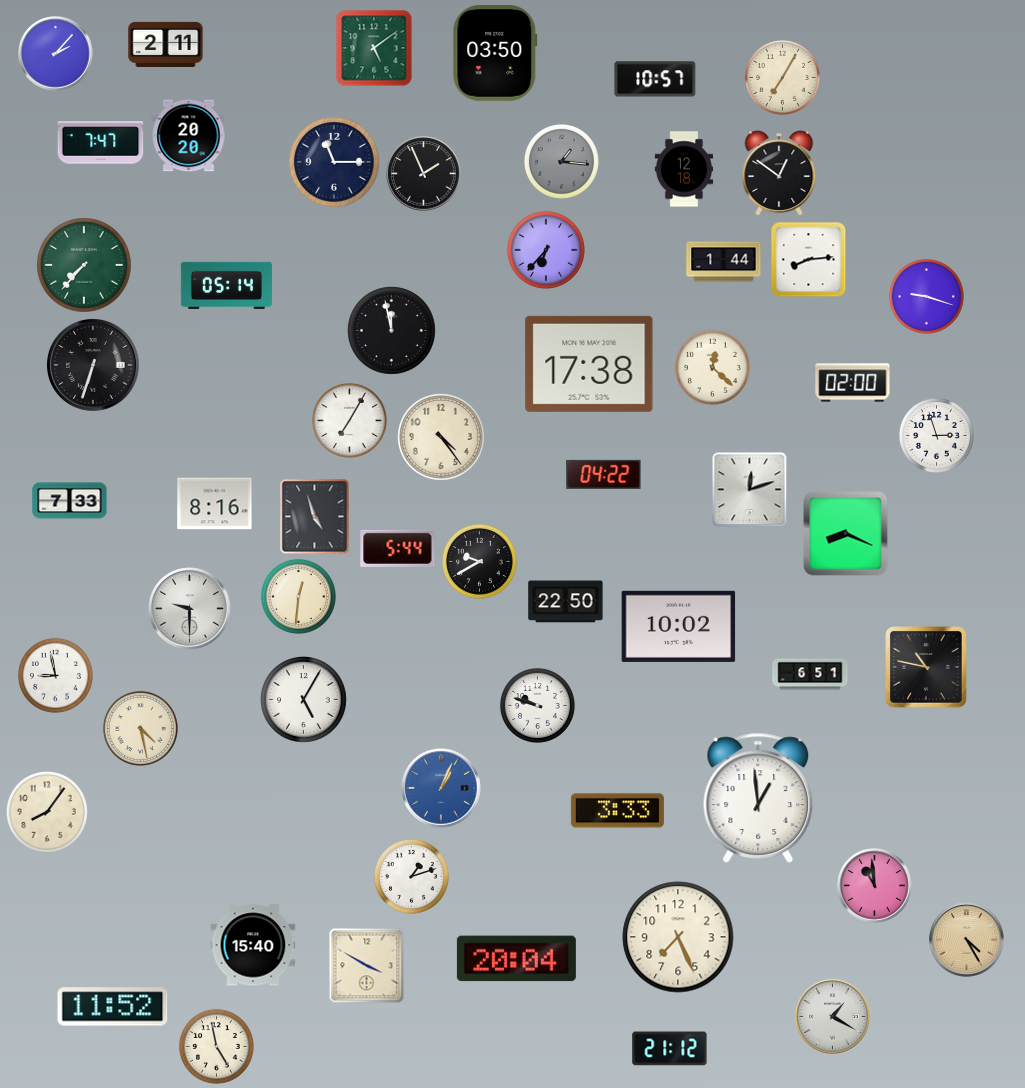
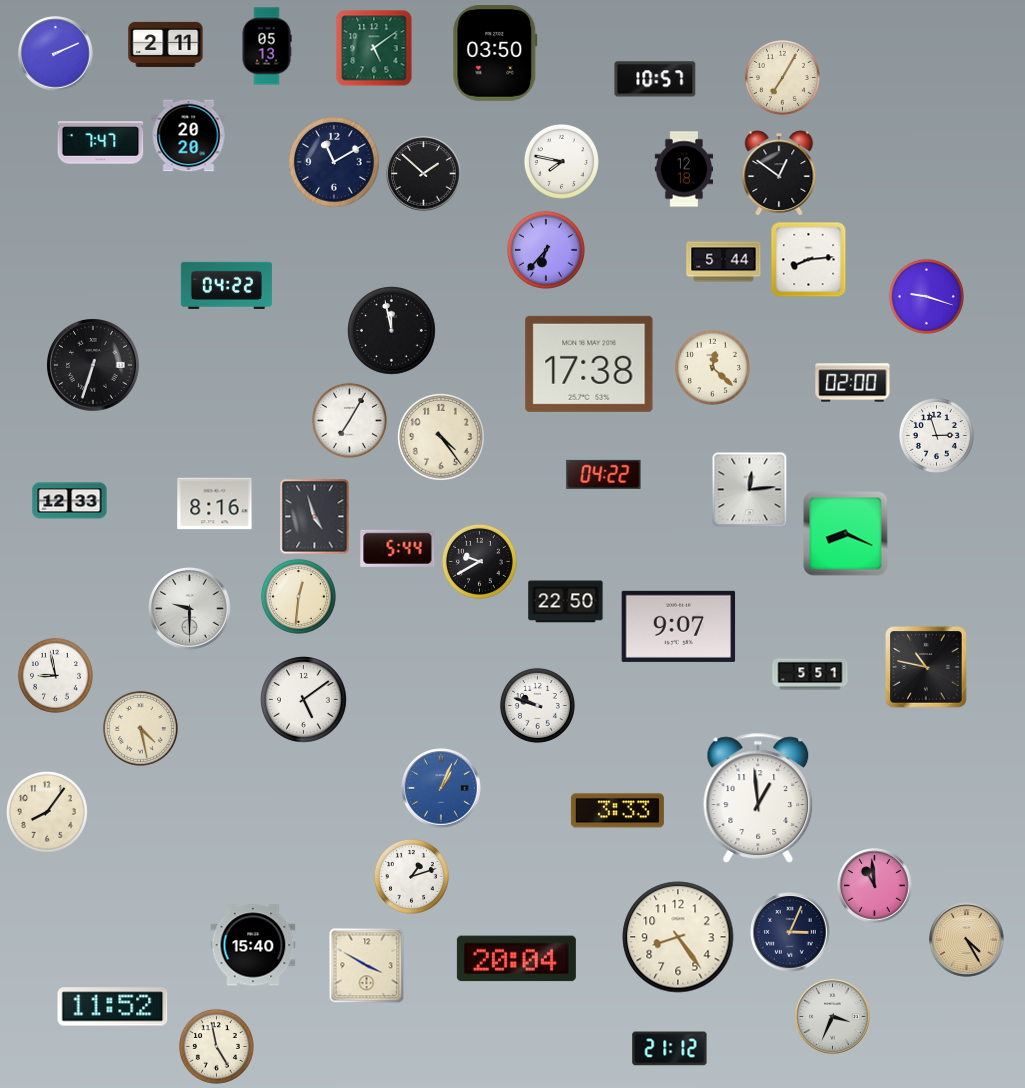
clock at (267, 46): none -> 05:13
clock at (56, 54): 2:07 -> 2:11
clock at (561, 161): 1:16 -> 7:47
clock at (561, 161) dial: grey -> white
clock at (334, 162): 11:15 -> 11:10
clock at (424, 174): 1:56 -> 1:52
clock at (724, 262): 1:44 -> 5:44
clock at (84, 265): 7:37 -> none
clock at (226, 285): 05:14 -> 04:22
clock at (750, 490): 12:12 -> 12:14
clock at (70, 501): 7:33 -> 12:33
clock at (679, 626): 10:02 -> 9:07
clock at (810, 674): 6:51 -> 5:51
clock at (304, 700): 5:05 -> 5:09
clock at (790, 932): none -> 3:04
clock at (678, 937): 7:26 -> 8:24
clock at (833, 1017): 1:20 -> 3:34
